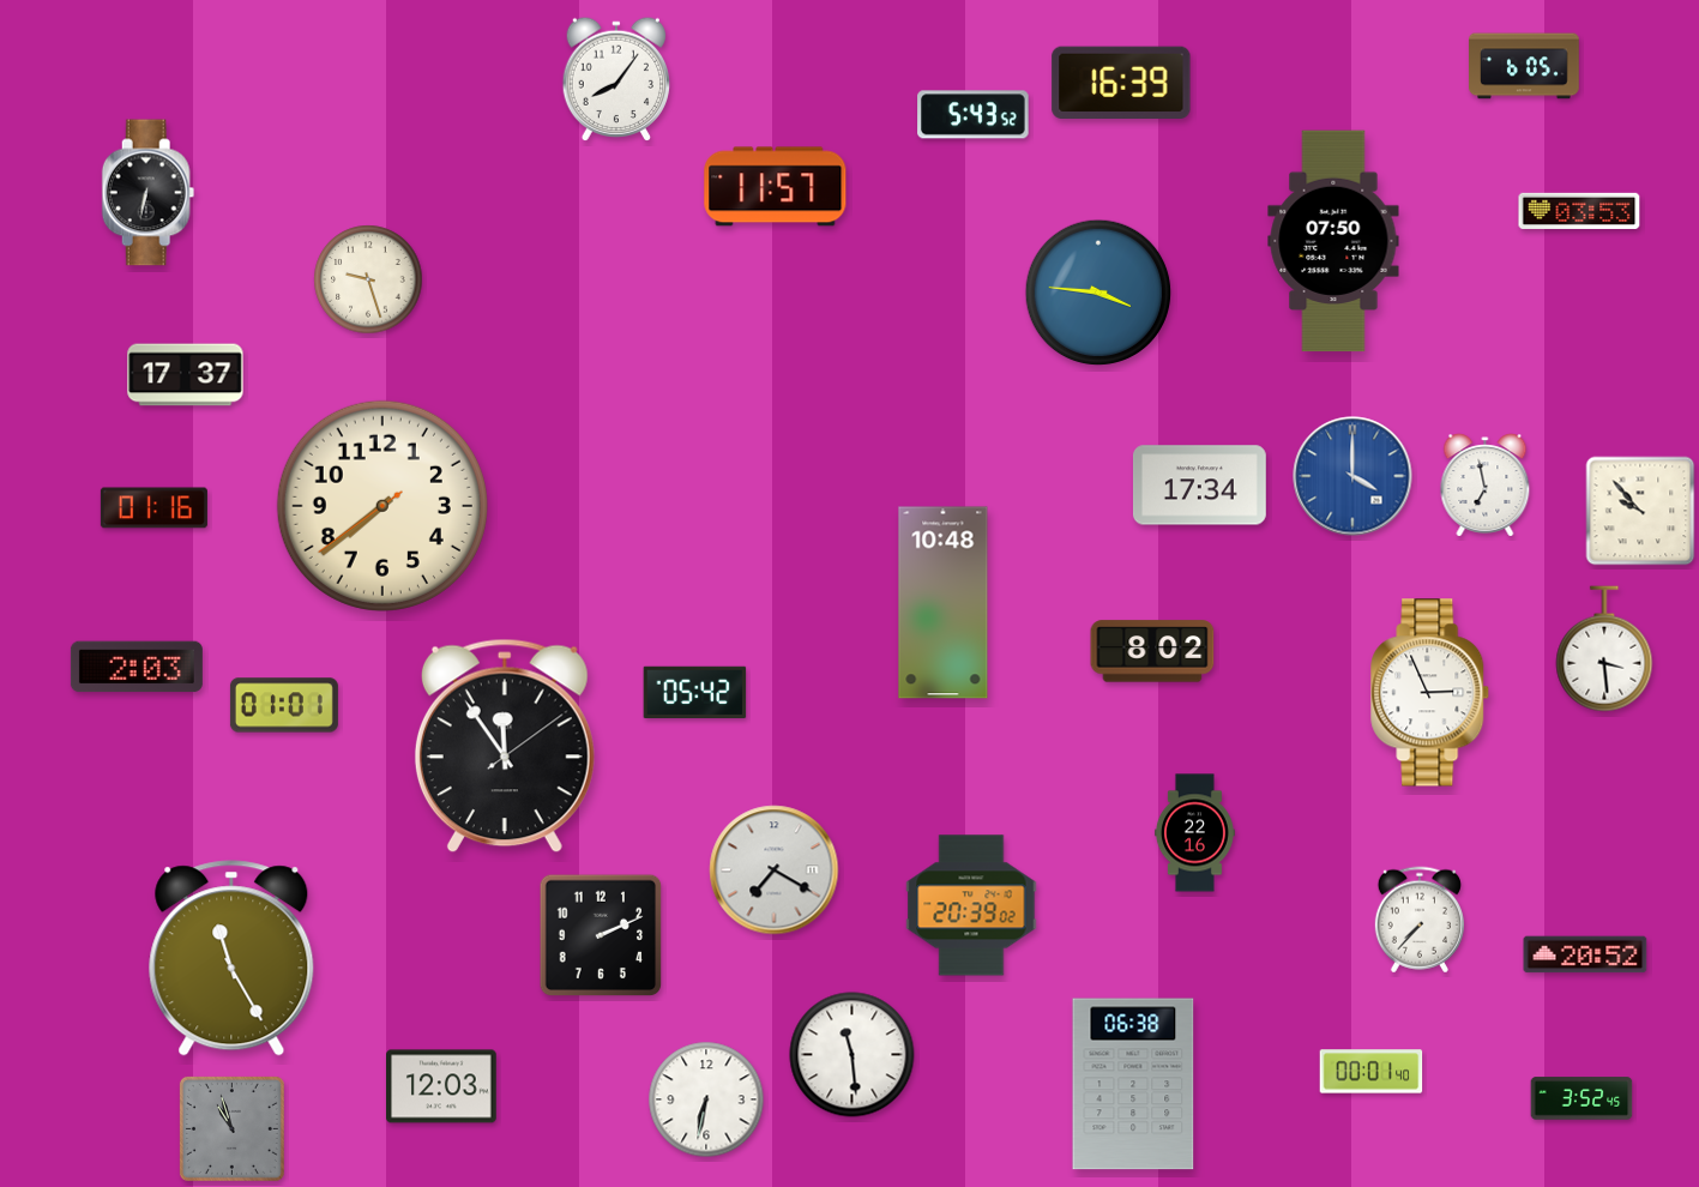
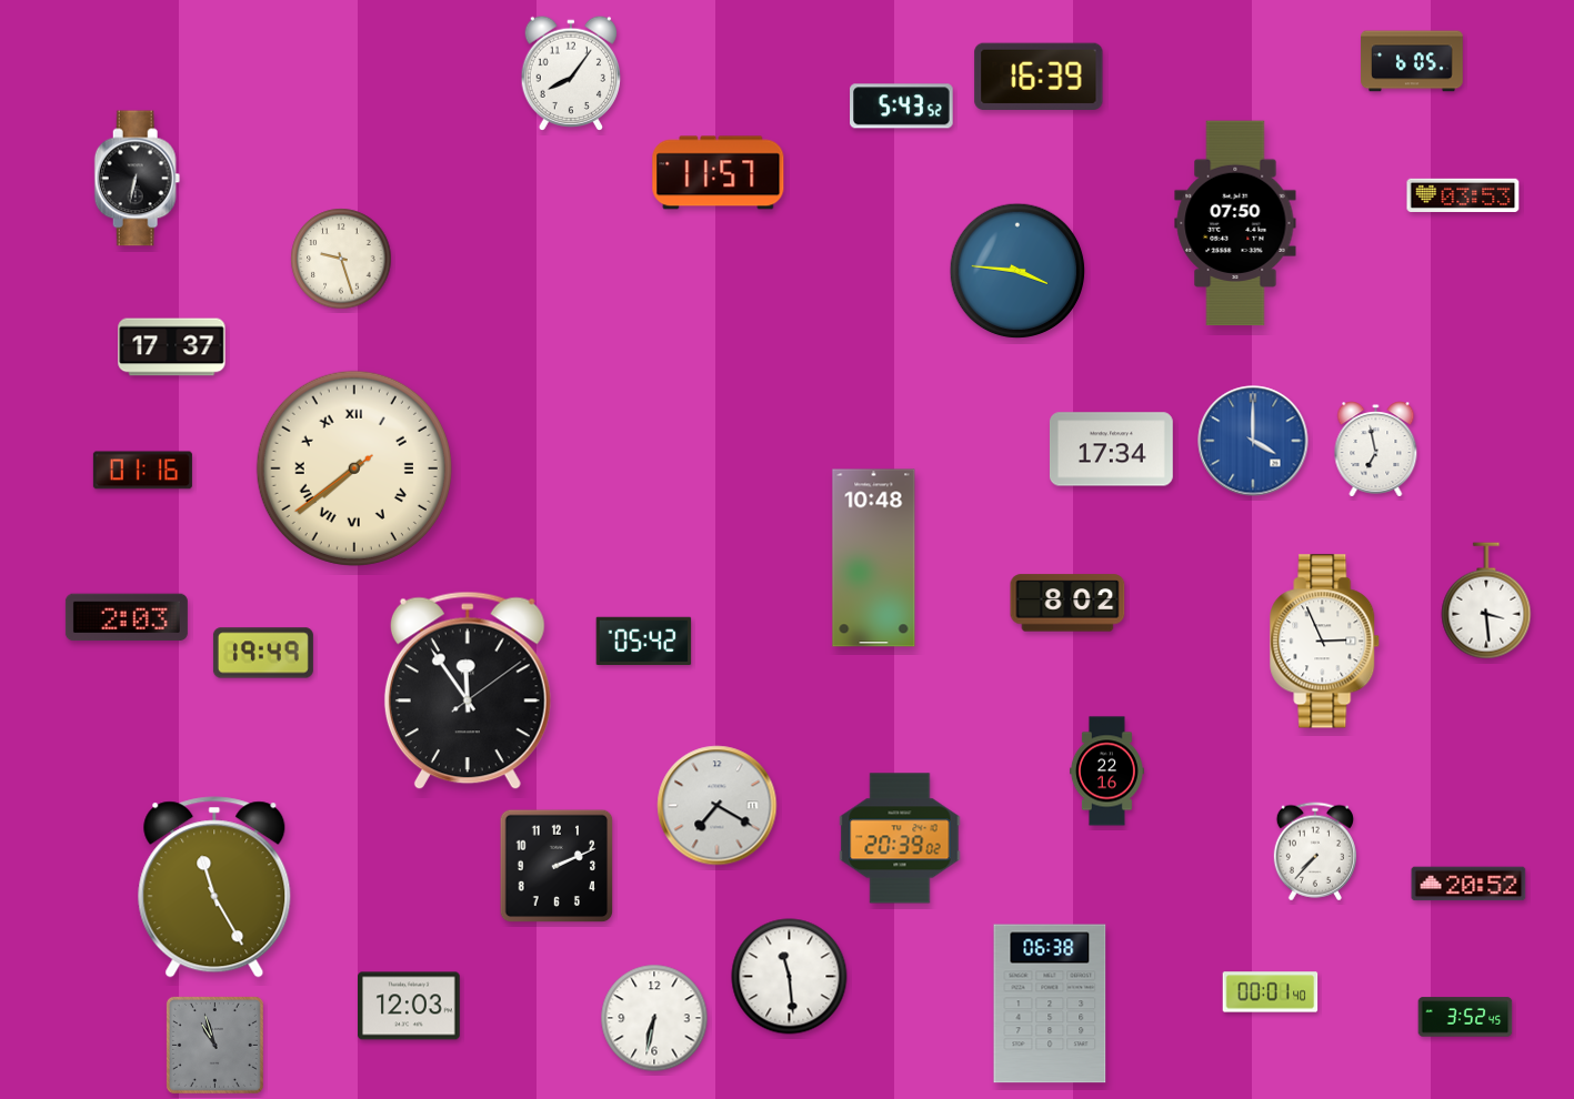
clock at (382, 506) numerals: Arabic -> Roman
clock at (1640, 511): 9:53 -> none
clock at (284, 705): 01:01 -> 19:49
